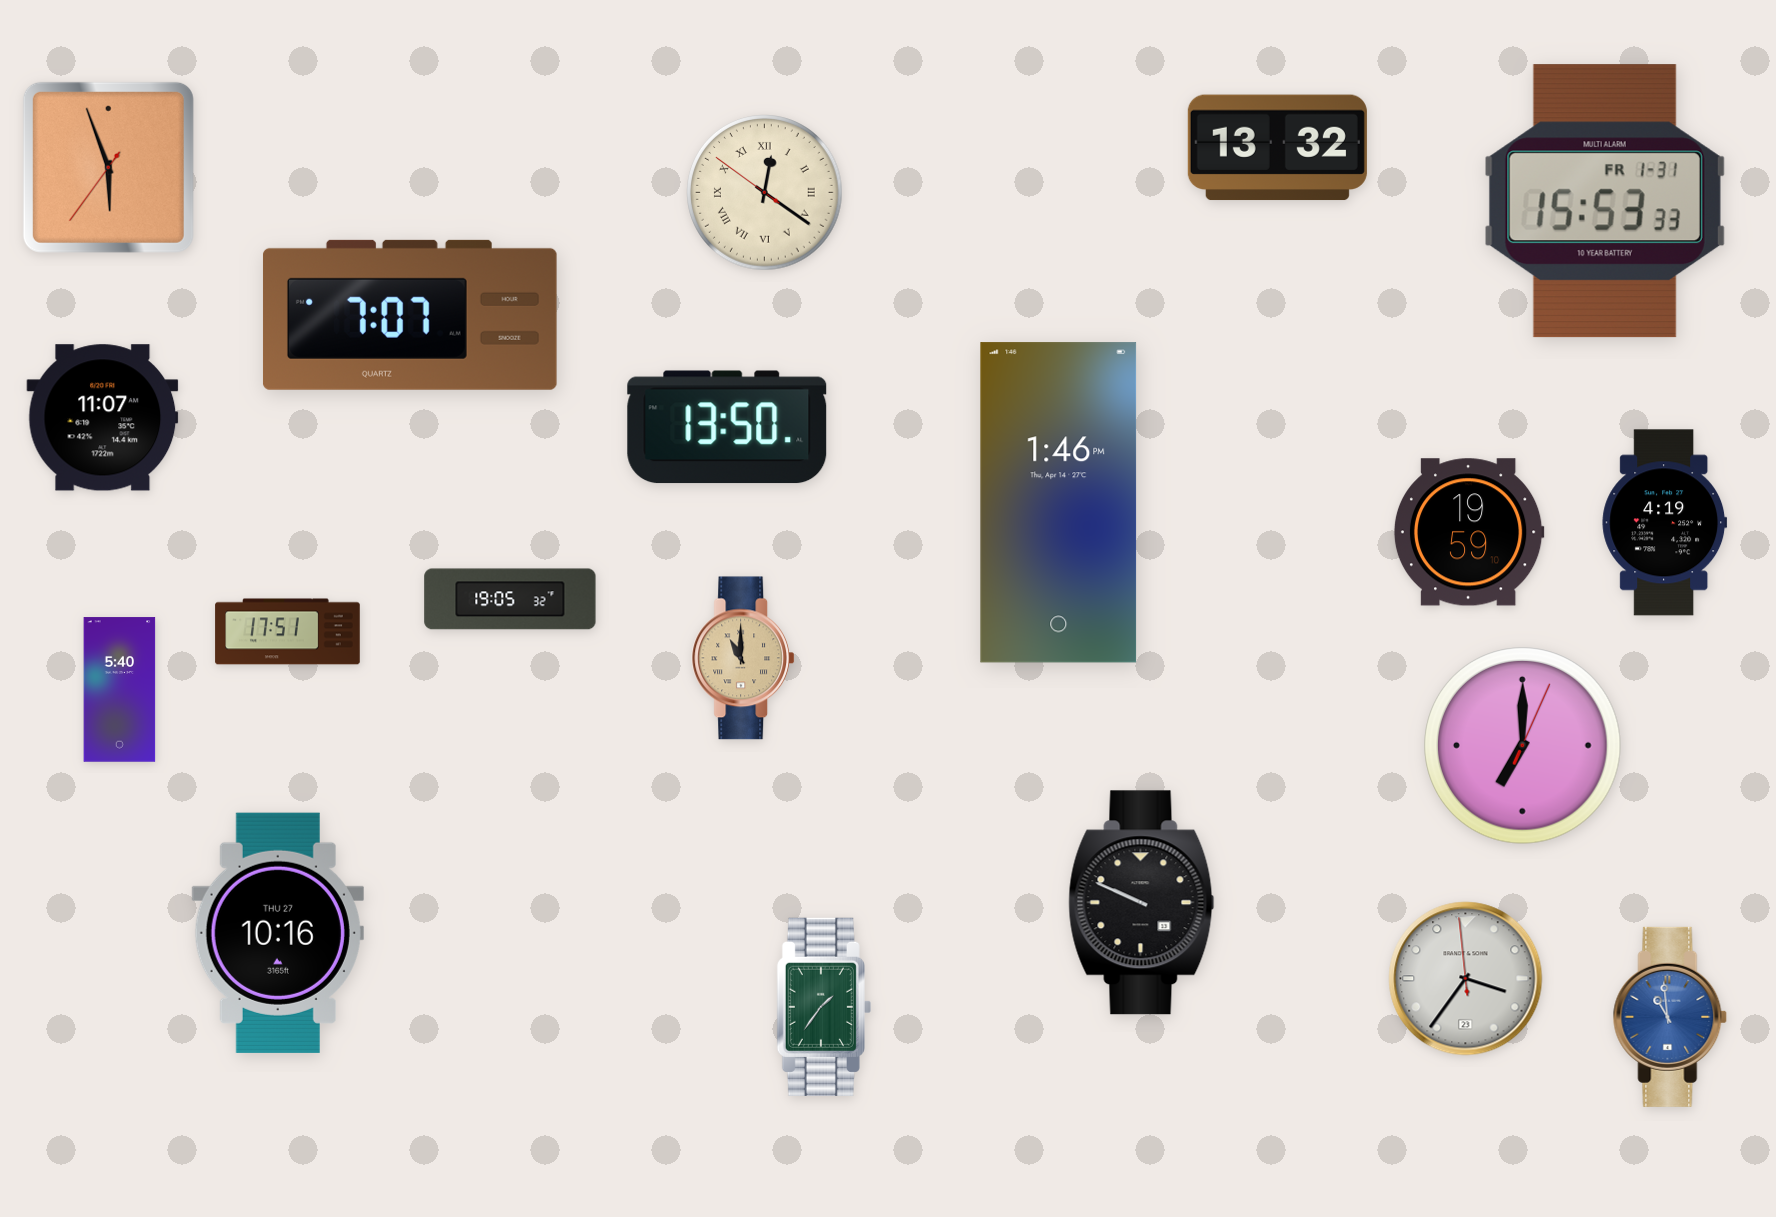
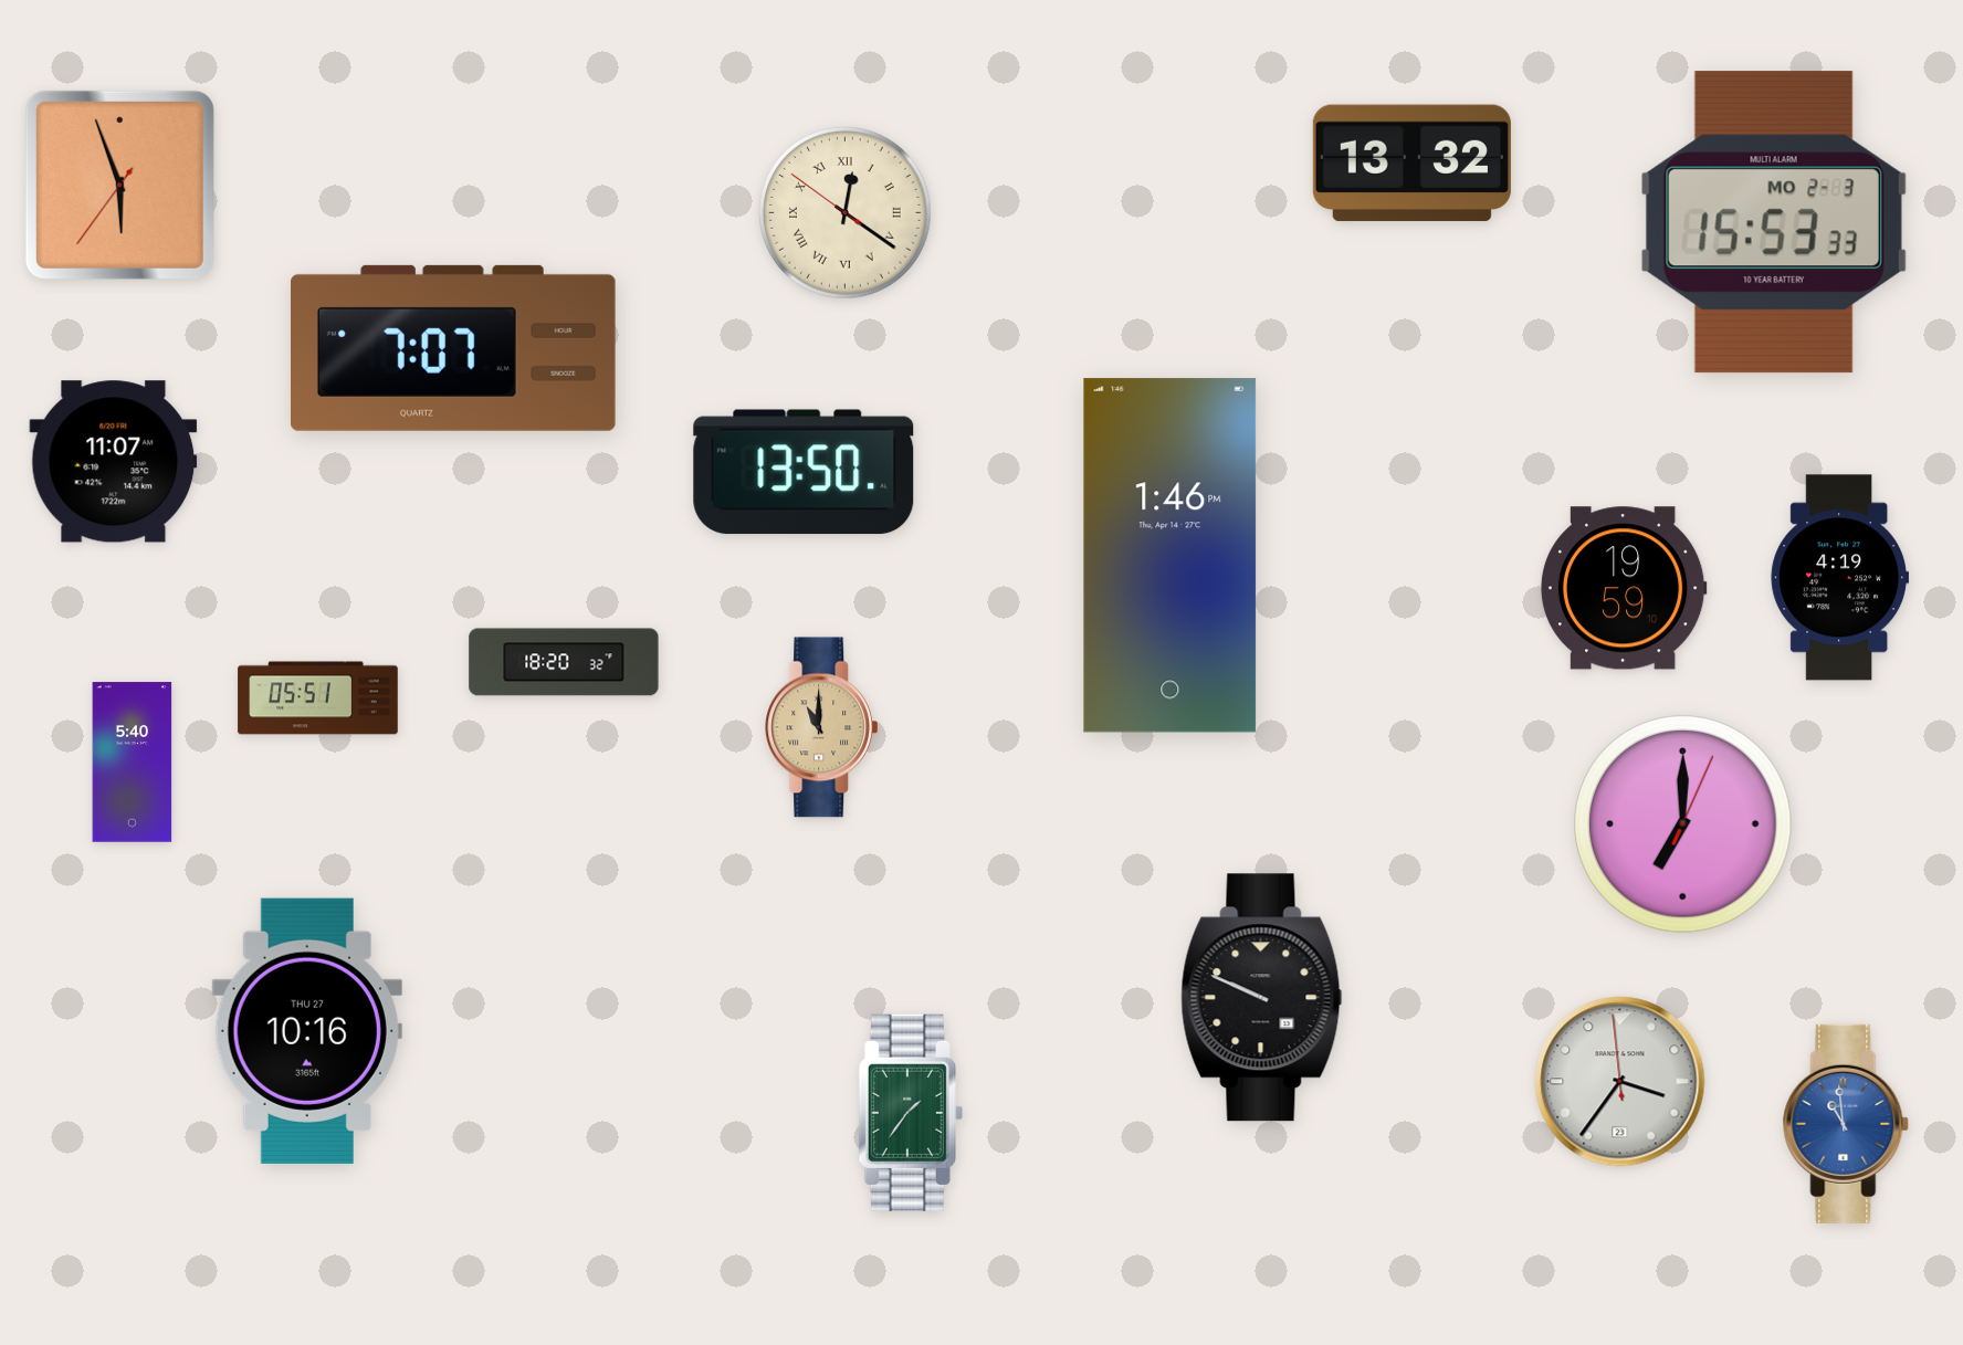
clock at (1605, 201) date: FR 1-31 -> MO 2-3
clock at (510, 599): 19:05 -> 18:20
clock at (288, 632): 17:51 -> 05:51
